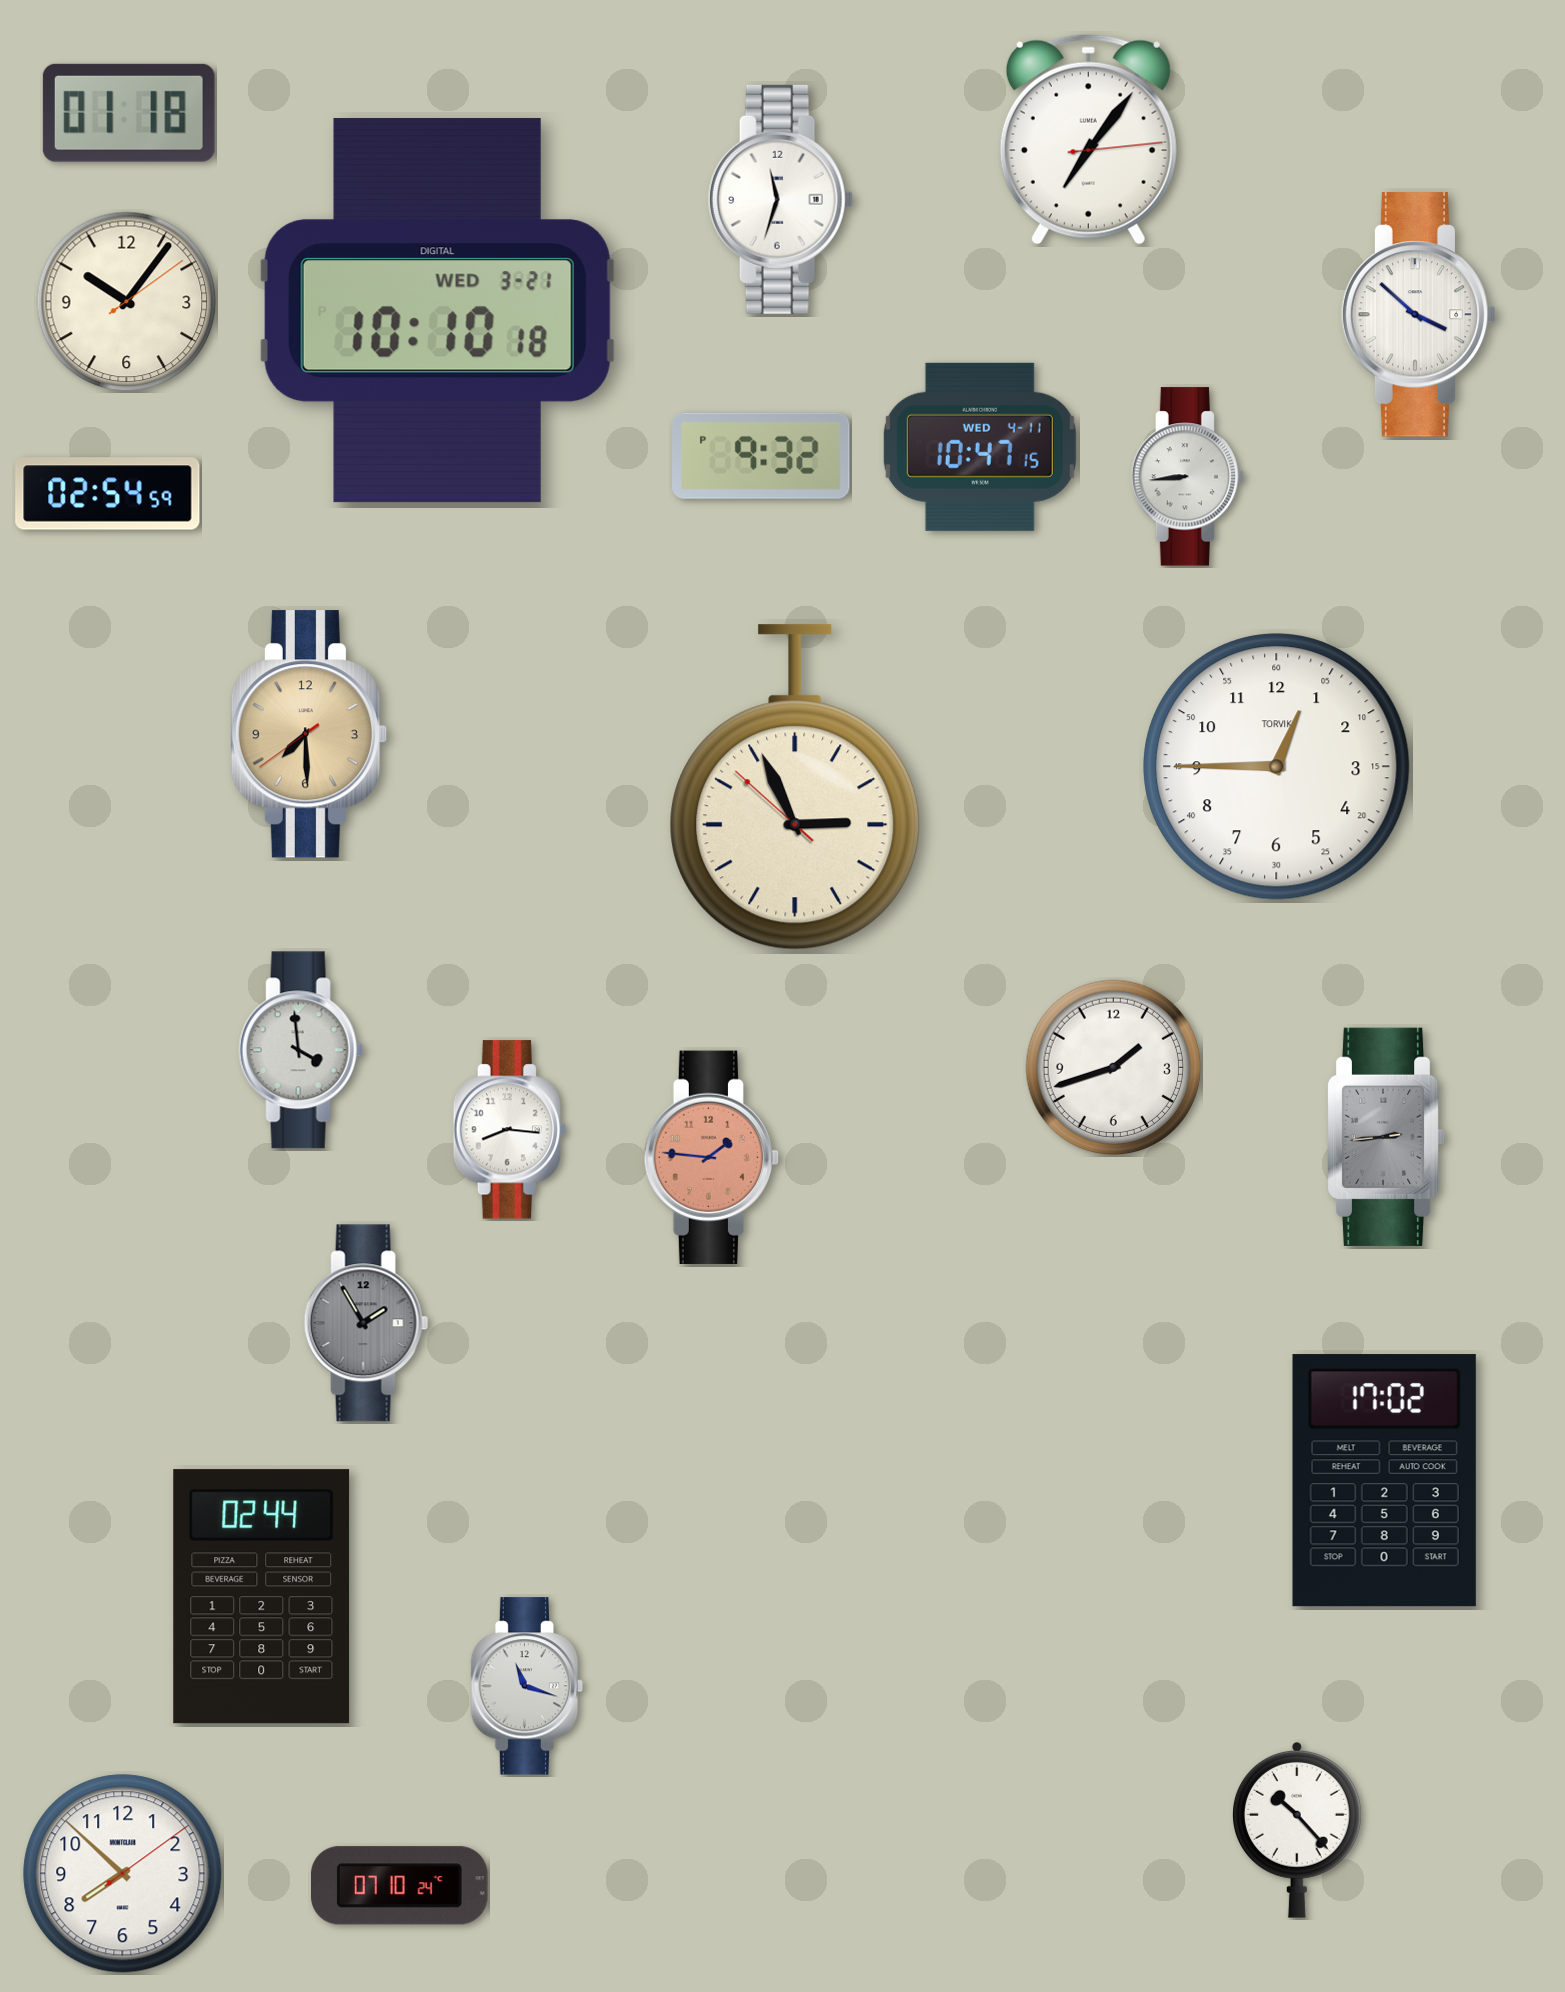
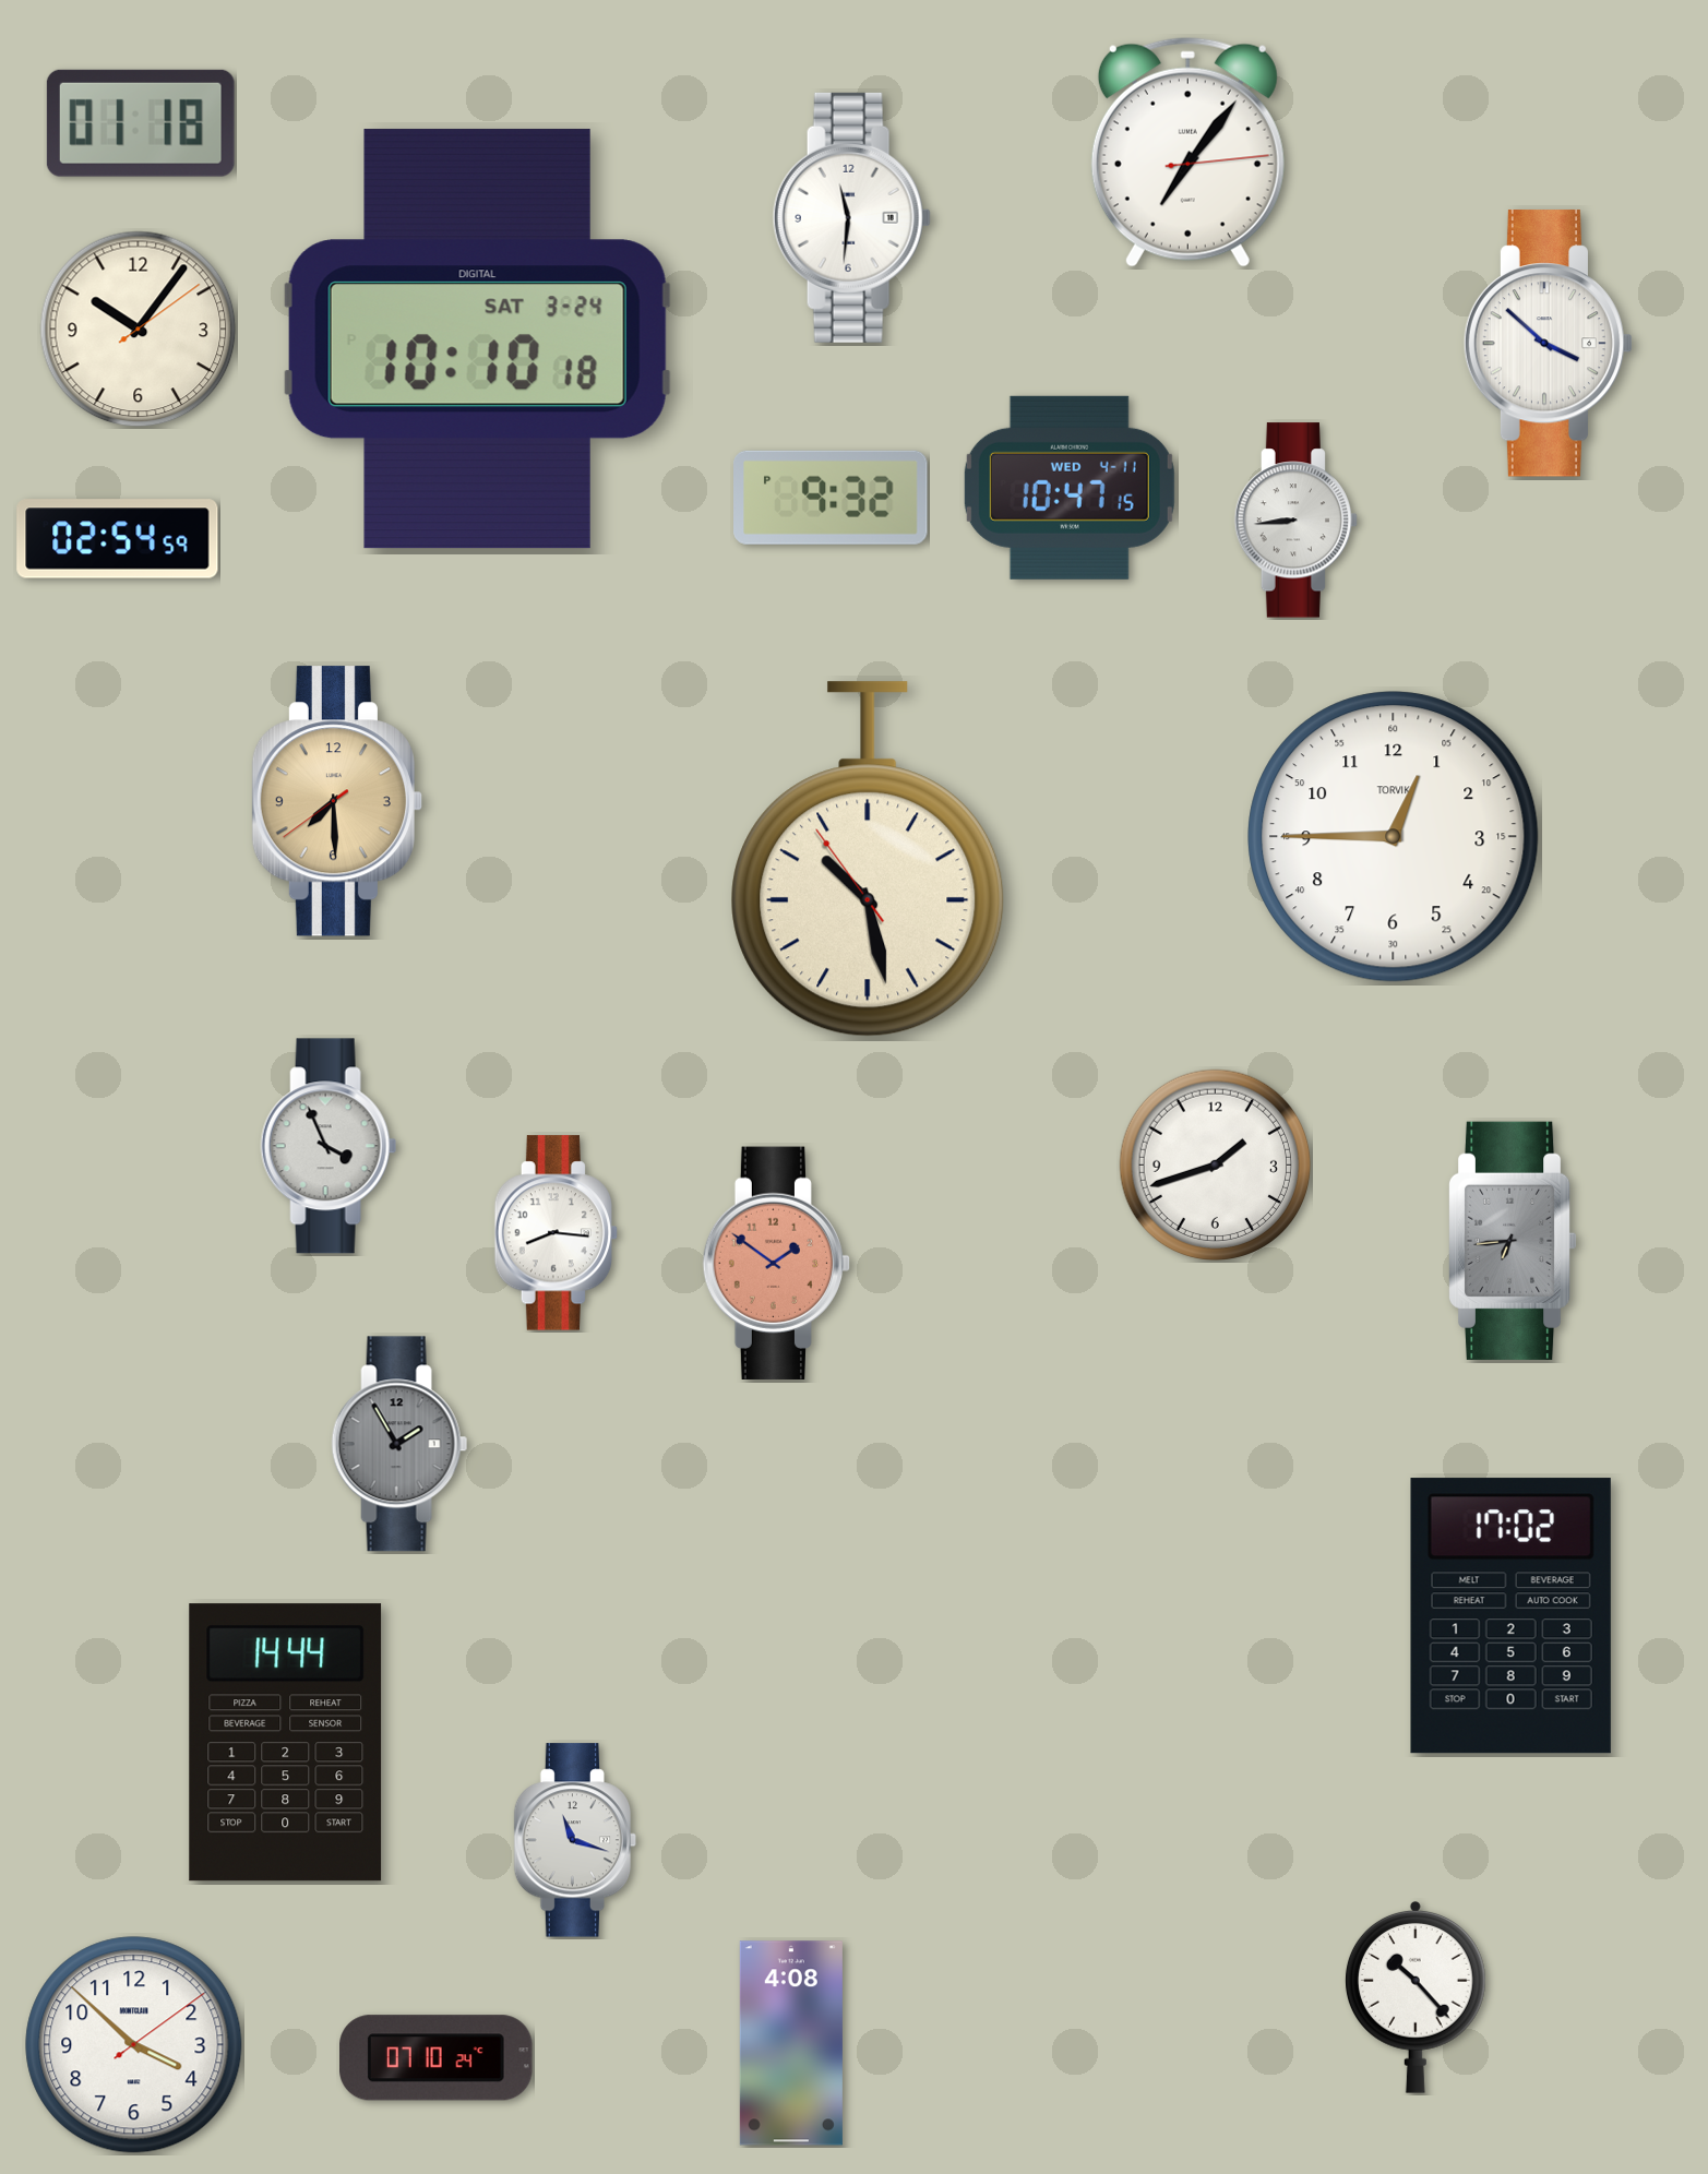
clock at (780, 199): 11:33 -> 11:31
clock at (437, 311) date: WED 3-21 -> SAT 3-24
clock at (795, 787): 2:55 -> 10:27
clock at (301, 1050): 3:59 -> 3:56
clock at (1386, 1137): 2:44 -> 6:44
clock at (711, 1157): 1:46 -> 1:51
clock at (262, 1597): 02:44 -> 14:44
clock at (791, 2043): none -> 4:08
clock at (123, 1874): 7:52 -> 3:52
